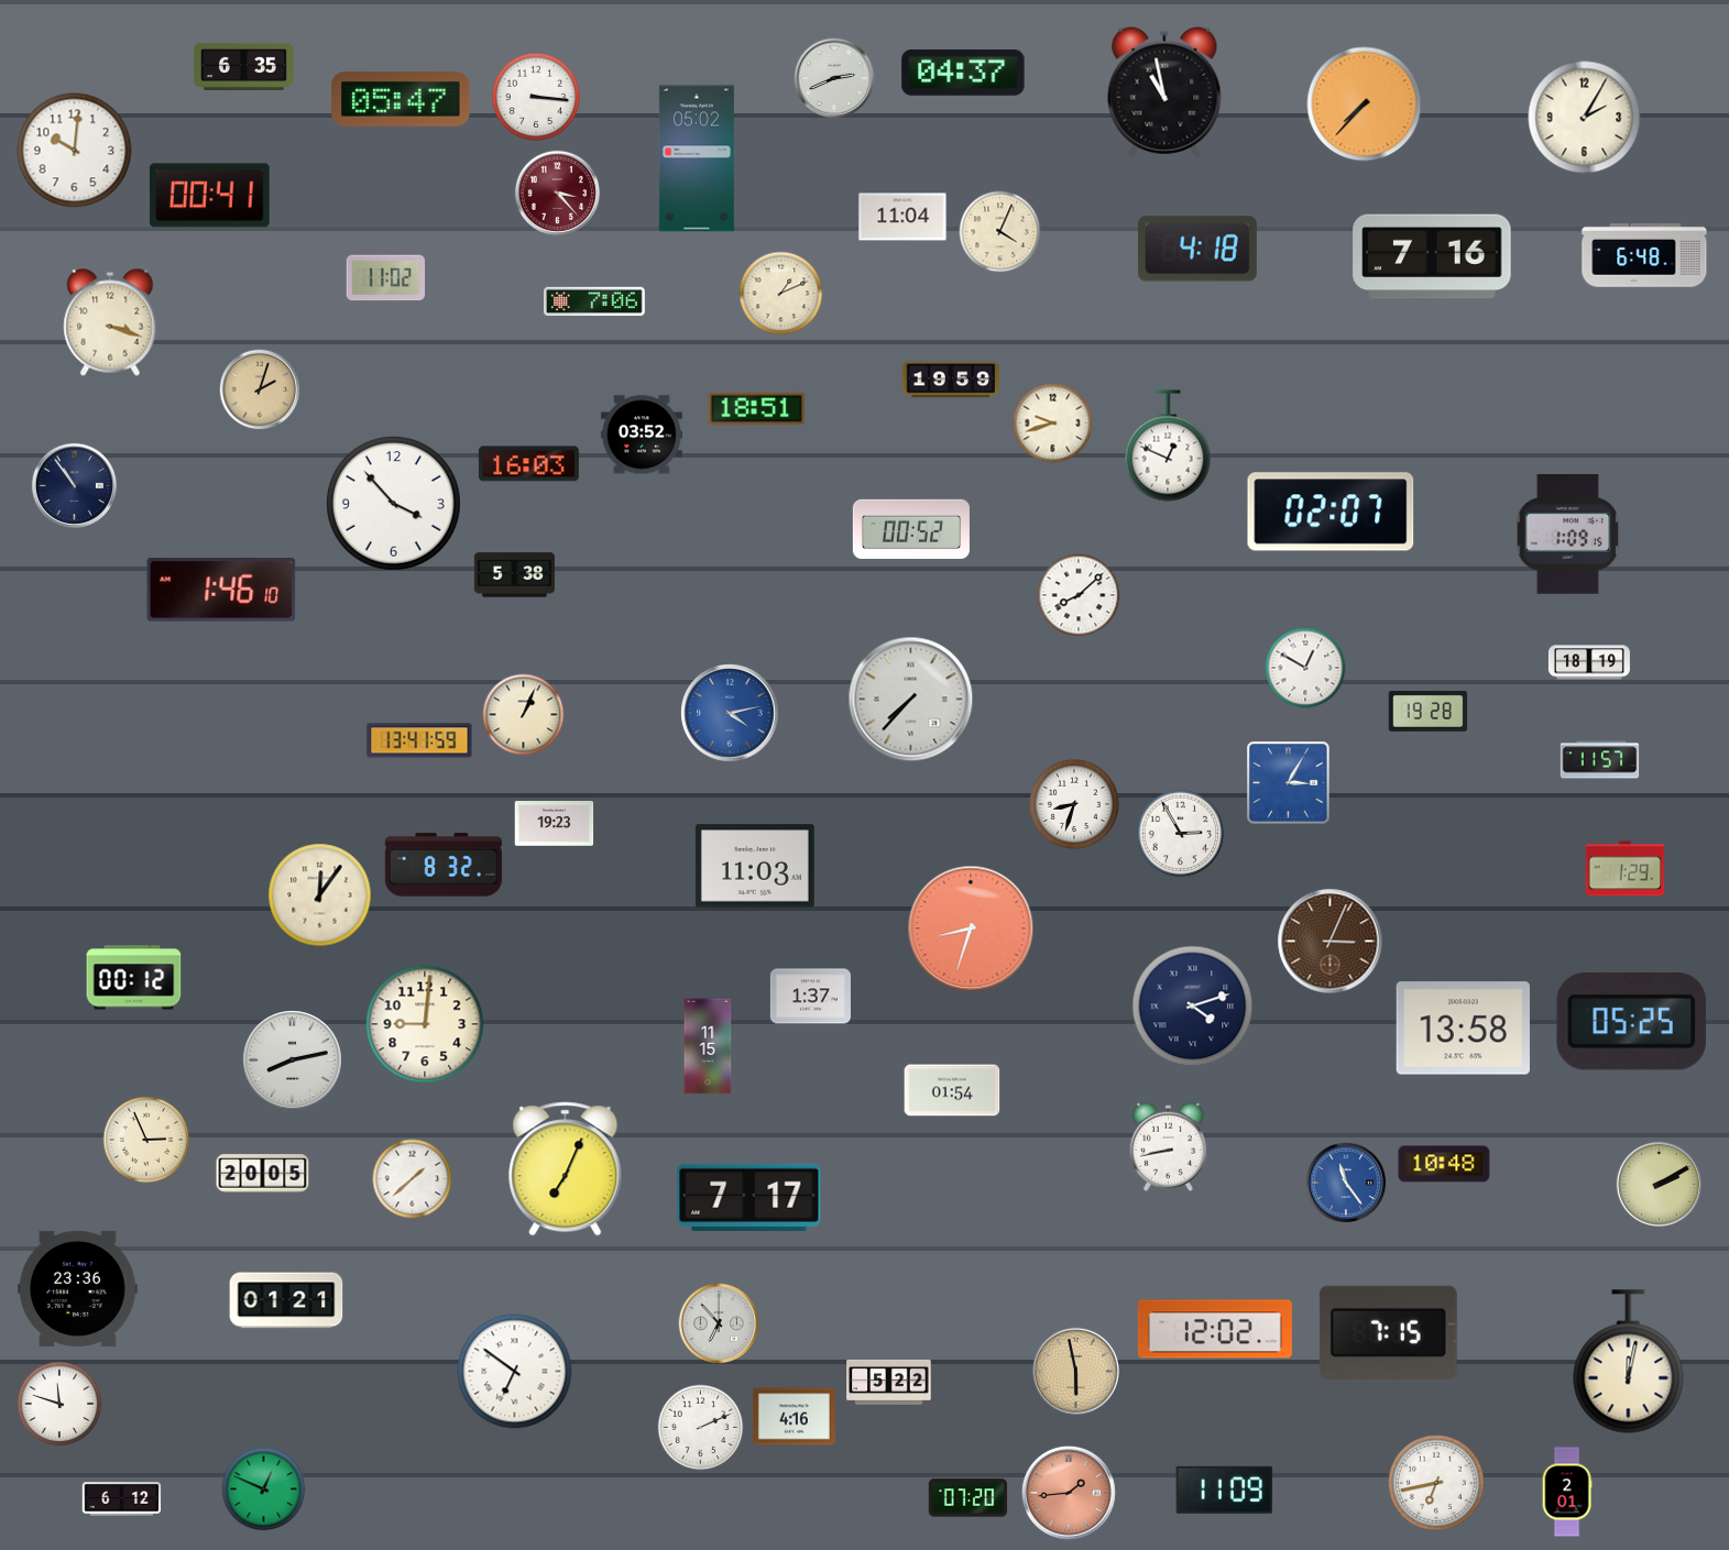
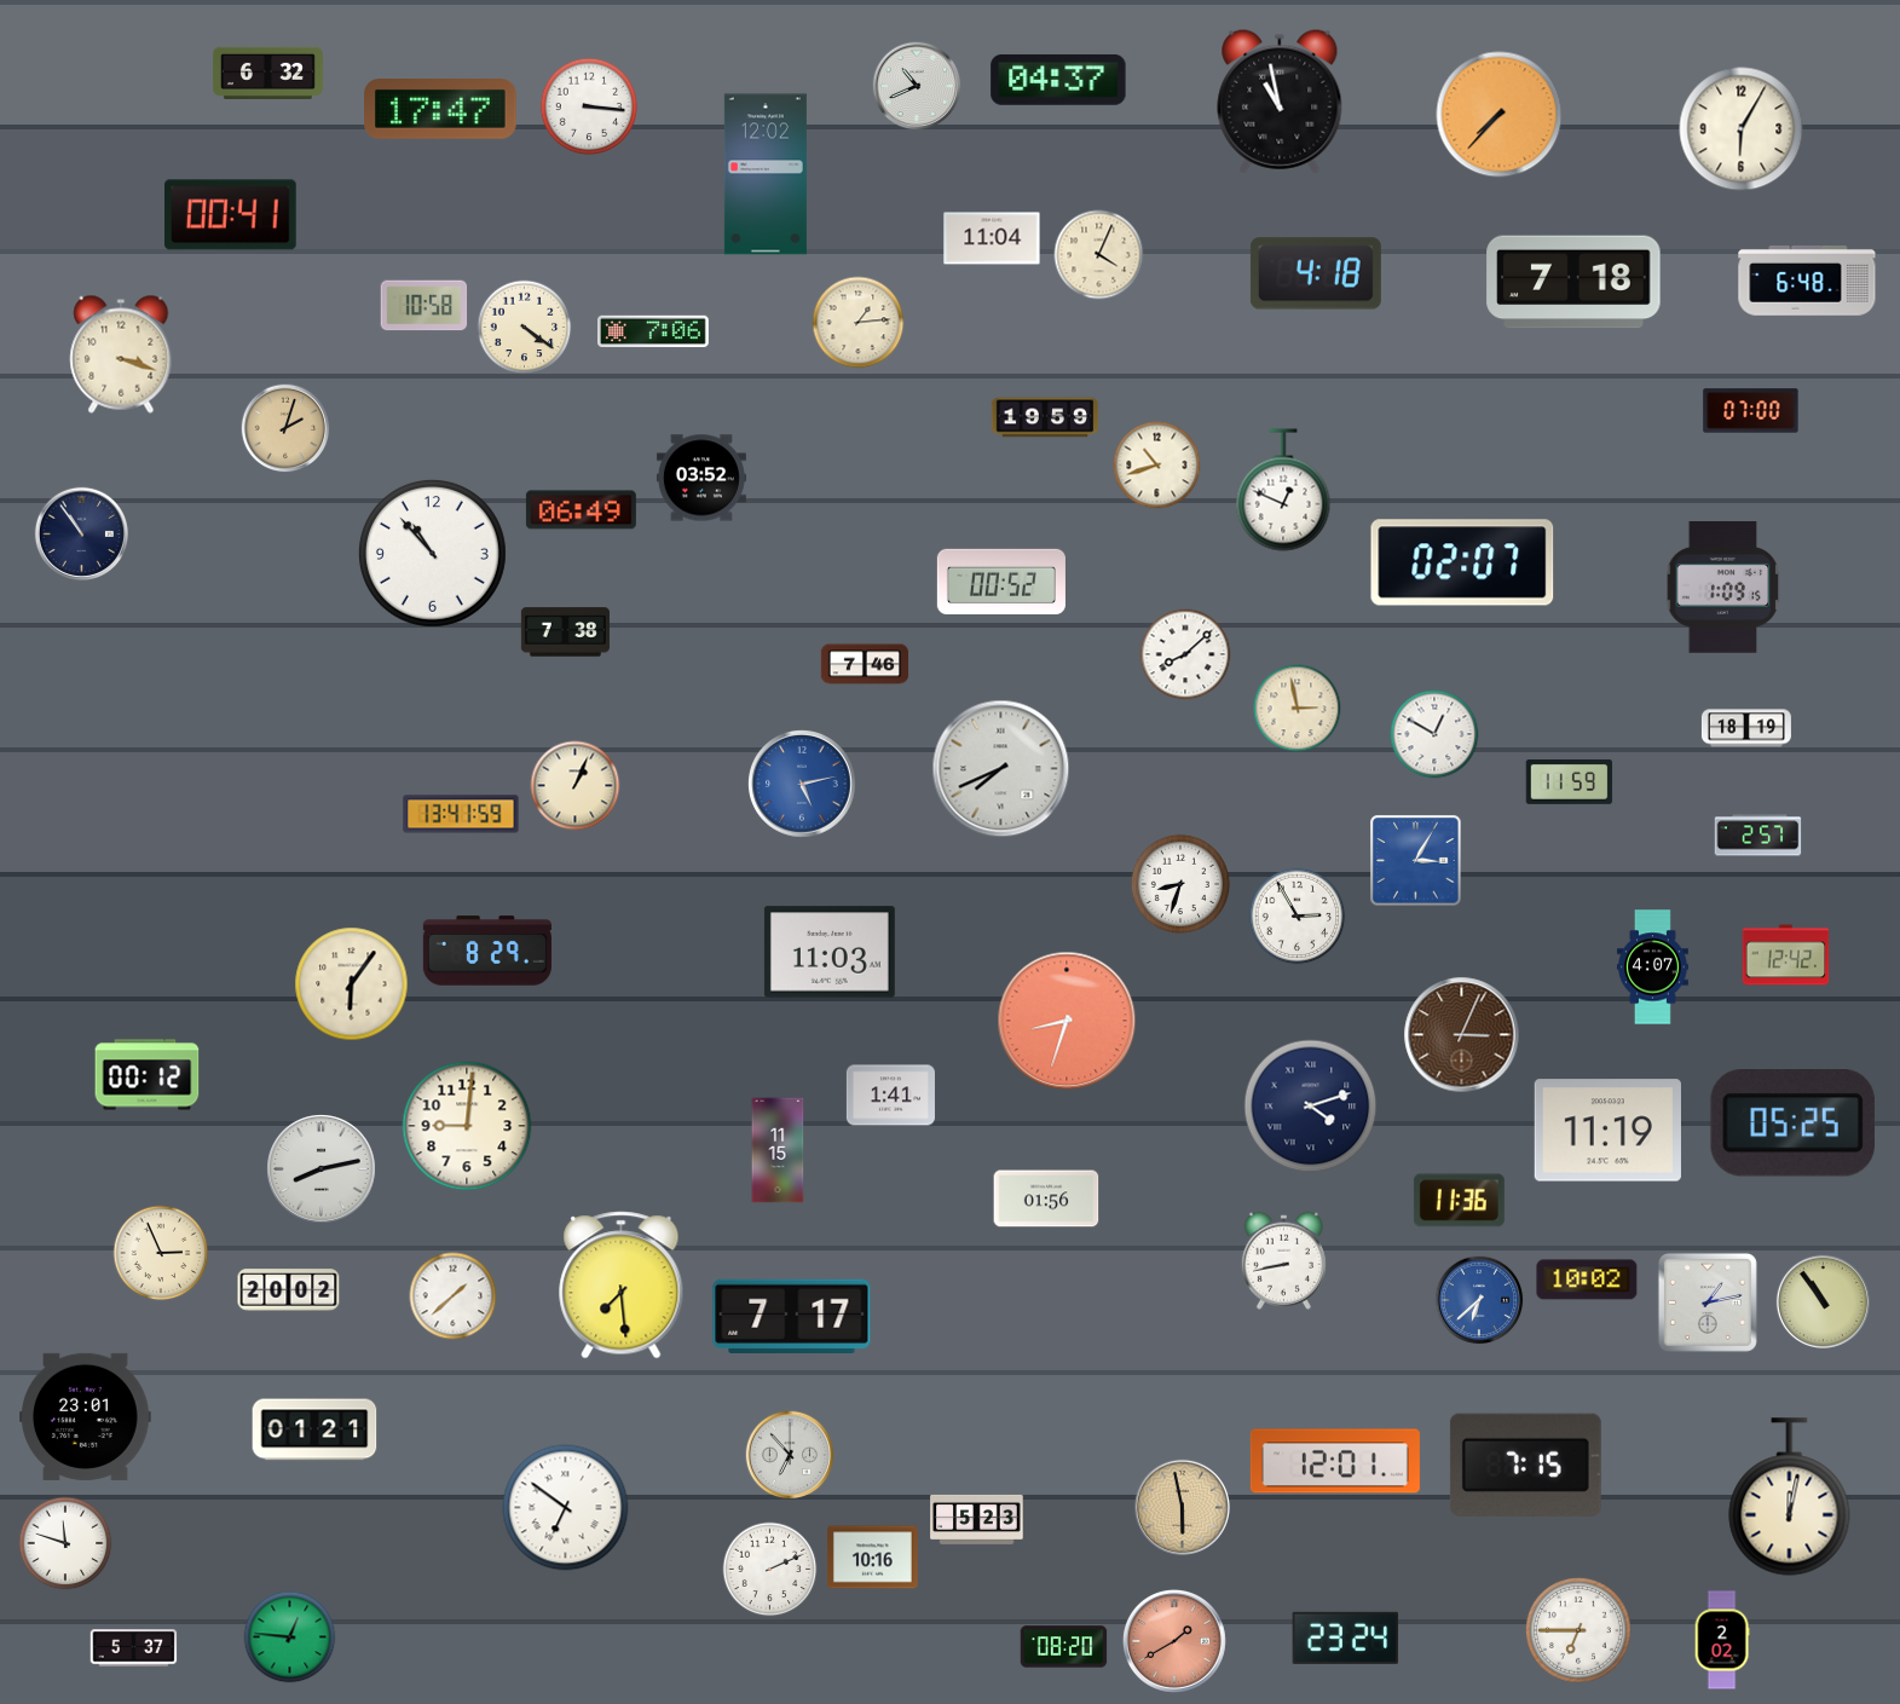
clock at (243, 66): 6:35 -> 6:32
clock at (834, 78): 2:41 -> 10:41
clock at (401, 100): 05:47 -> 17:47
clock at (1585, 118): 2:05 -> 6:05
clock at (75, 151): 10:01 -> none
clock at (697, 158): 05:02 -> 12:02
clock at (557, 193): 3:23 -> none
clock at (1432, 256): 7:16 -> 7:18
clock at (386, 278): 11:02 -> 10:58
clock at (781, 294): 1:11 -> 1:14
clock at (525, 328): none -> 4:21
clock at (1751, 411): none -> 07:00
clock at (757, 409): 18:51 -> none
clock at (1053, 424): 9:42 -> 10:42
clock at (642, 435) position: (642, 435) -> (701, 478)
clock at (528, 464): 16:03 -> 06:49
clock at (393, 503): 3:53 -> 10:53
clock at (514, 575): 5:38 -> 7:38
clock at (221, 591): 1:46 -> none
clock at (865, 664): none -> 7:46
clock at (1298, 709): none -> 2:58
clock at (911, 700): 7:37 -> 7:41
clock at (1429, 711): 19:28 -> 11:59
clock at (730, 713): 4:13 -> 5:13
clock at (1600, 760): 11:57 -> 2:57
clock at (555, 824): 19:23 -> none
clock at (444, 865): 8:32 -> 8:29
clock at (1626, 869): 1:29 -> 12:42
clock at (1652, 967): none -> 4:07
clock at (320, 895): 12:06 -> 6:06
clock at (810, 997): 1:37 -> 1:41
clock at (1463, 1029): 13:58 -> 11:19
clock at (293, 1060) position: (293, 1060) -> (322, 1169)
clock at (952, 1090): 01:54 -> 01:56
clock at (1459, 1201): none -> 11:36
clock at (1444, 1164): 10:48 -> 10:02
clock at (566, 1169): 7:04 -> 7:29
clock at (263, 1174): 20:05 -> 20:02
clock at (1346, 1183): 11:24 -> 6:38
clock at (1659, 1184): 2:10 -> 10:54
clock at (1708, 1302): none -> 1:13
clock at (749, 1198) position: (749, 1198) -> (792, 1317)
clock at (78, 1288): 23:36 -> 23:01
clock at (1215, 1329): 12:02 -> 12:01
clock at (889, 1382): 5:22 -> 5:23
clock at (794, 1417): 4:16 -> 10:16
clock at (1436, 1483): 6:43 -> 6:45
clock at (264, 1489): 12:49 -> 12:46
clock at (1225, 1489): 11:09 -> 23:24
clock at (1567, 1492): 2:01 -> 2:02
clock at (1069, 1493): 1:44 -> 1:40
clock at (969, 1498): 07:20 -> 08:20
clock at (122, 1499): 6:12 -> 5:37
